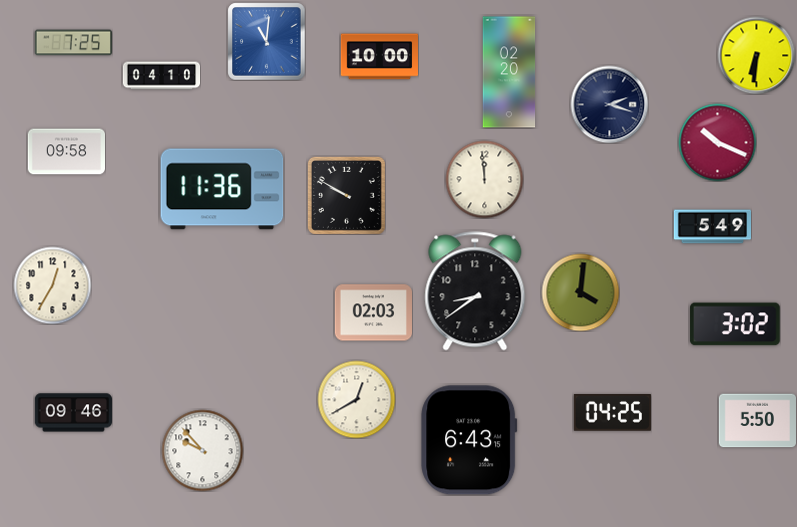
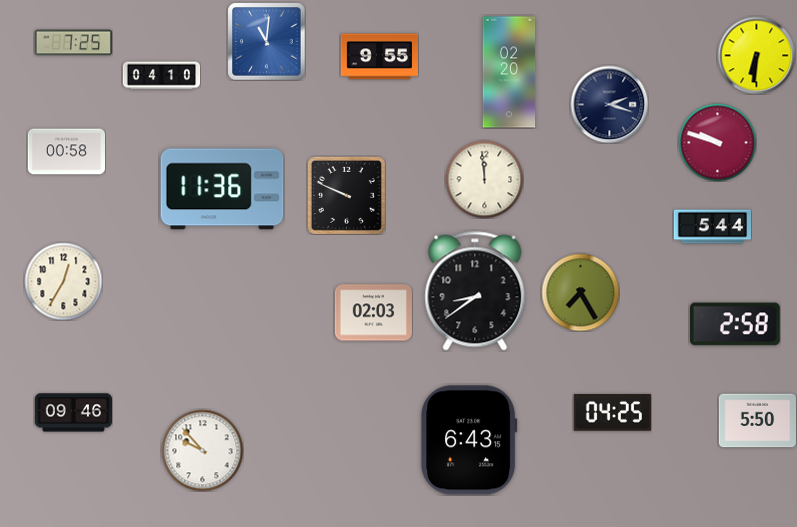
clock at (379, 57): 10:00 -> 9:55
clock at (717, 142): 10:19 -> 9:48
clock at (66, 152): 09:58 -> 00:58
clock at (346, 195): 9:50 -> 9:49
clock at (712, 227): 5:49 -> 5:44
clock at (52, 285) position: (52, 285) -> (63, 281)
clock at (580, 292): 4:01 -> 7:25
clock at (735, 324): 3:02 -> 2:58
clock at (356, 399): 12:40 -> none
